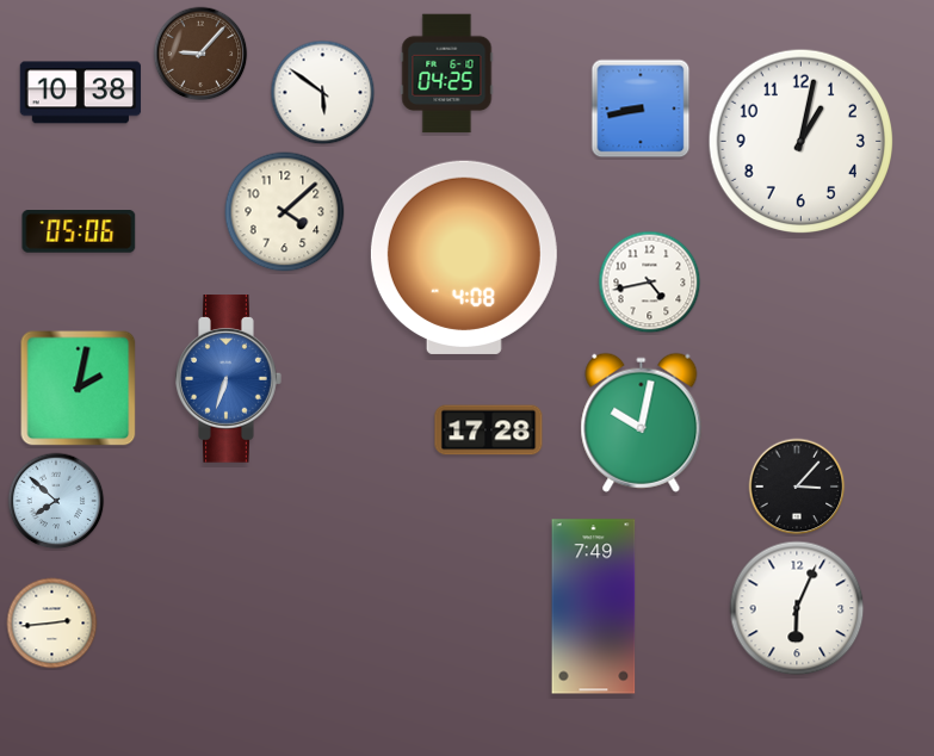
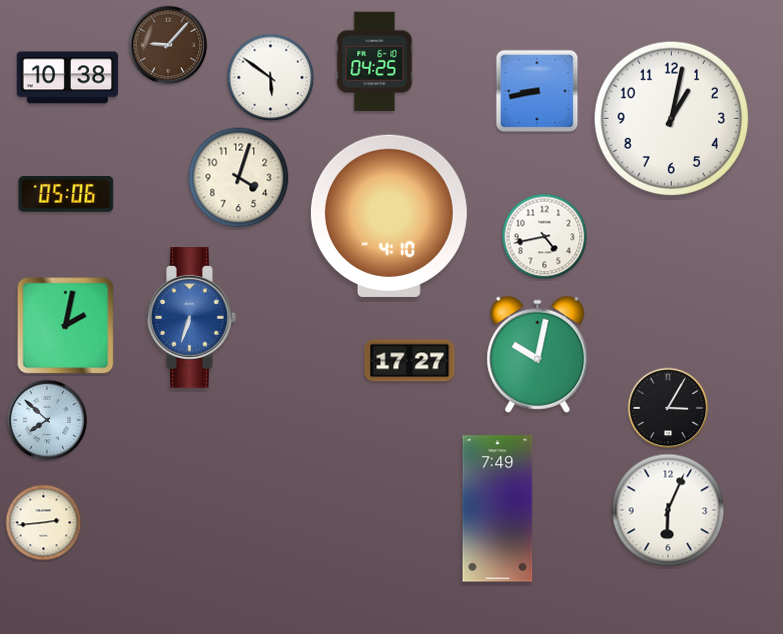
clock at (285, 212): 4:08 -> 4:03
clock at (464, 258): 4:08 -> 4:10
clock at (489, 430): 17:28 -> 17:27
clock at (797, 487): 3:07 -> 3:05
